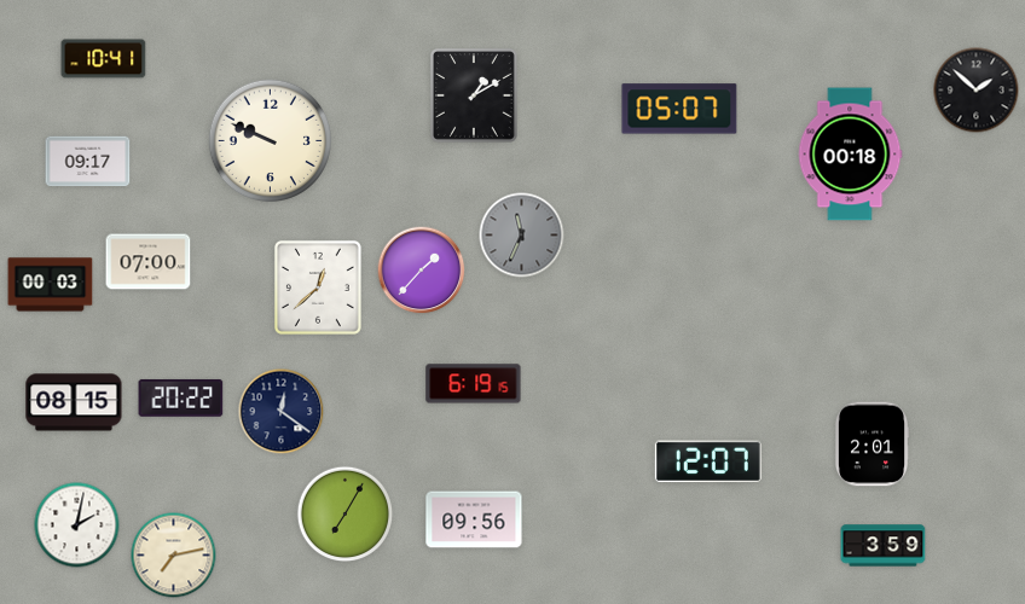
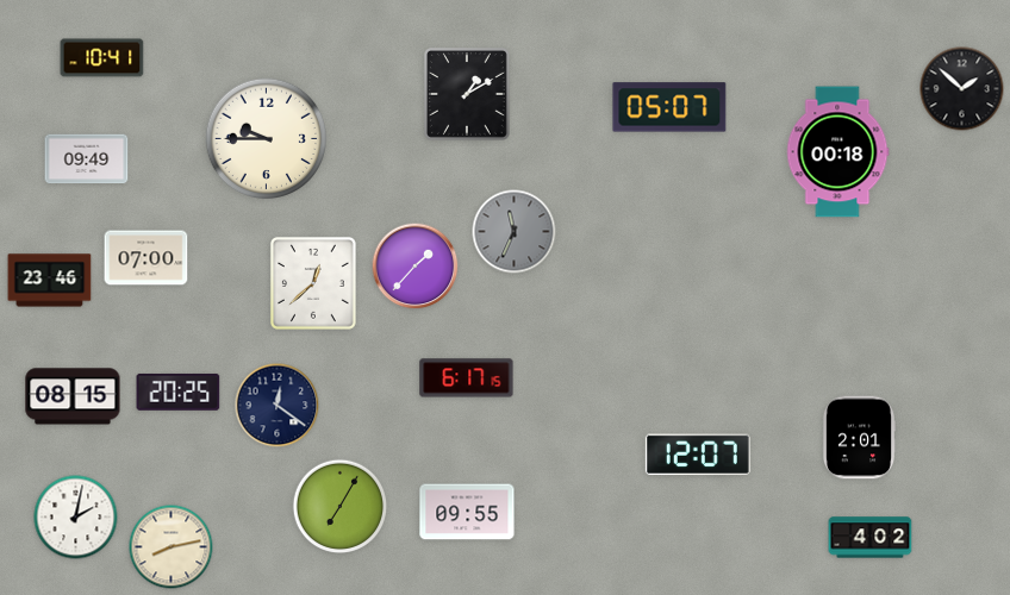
clock at (271, 141): 9:49 -> 9:45
clock at (88, 162): 09:17 -> 09:49
clock at (51, 285): 00:03 -> 23:46
clock at (474, 384): 6:19 -> 6:17
clock at (181, 397): 20:22 -> 20:25
clock at (474, 519): 09:56 -> 09:55
clock at (884, 546): 3:59 -> 4:02
clock at (174, 556): 7:13 -> 8:13
